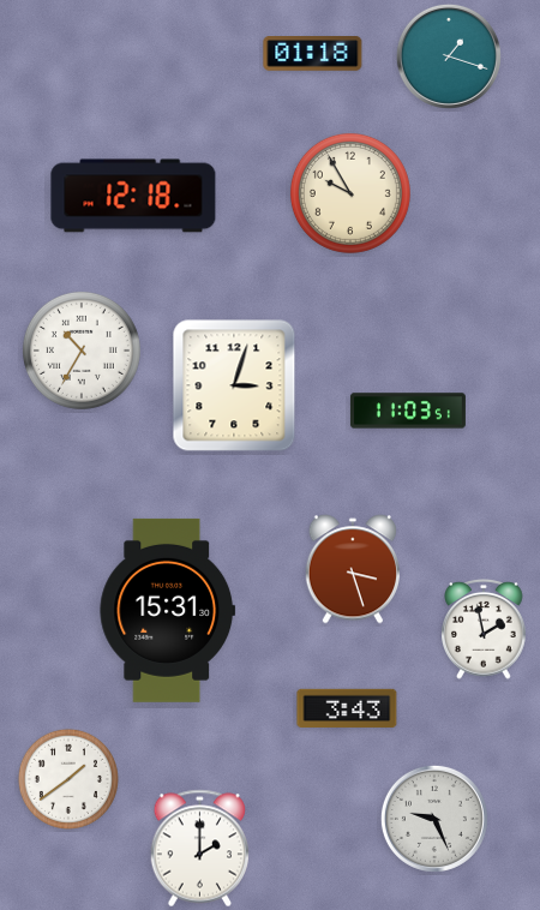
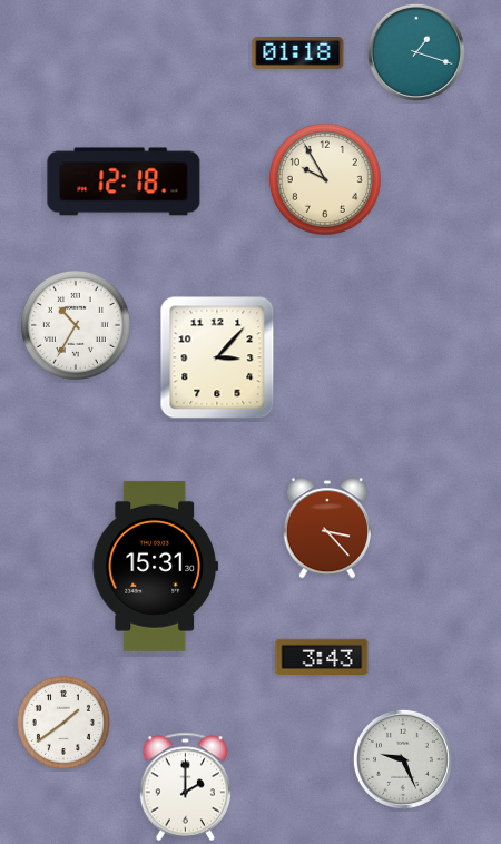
clock at (313, 54) position: (313, 54) -> (298, 53)
clock at (234, 385): 3:03 -> 3:07
clock at (408, 411): 11:03 -> none
clock at (352, 569): 3:27 -> 3:23
clock at (484, 629): 1:58 -> none
